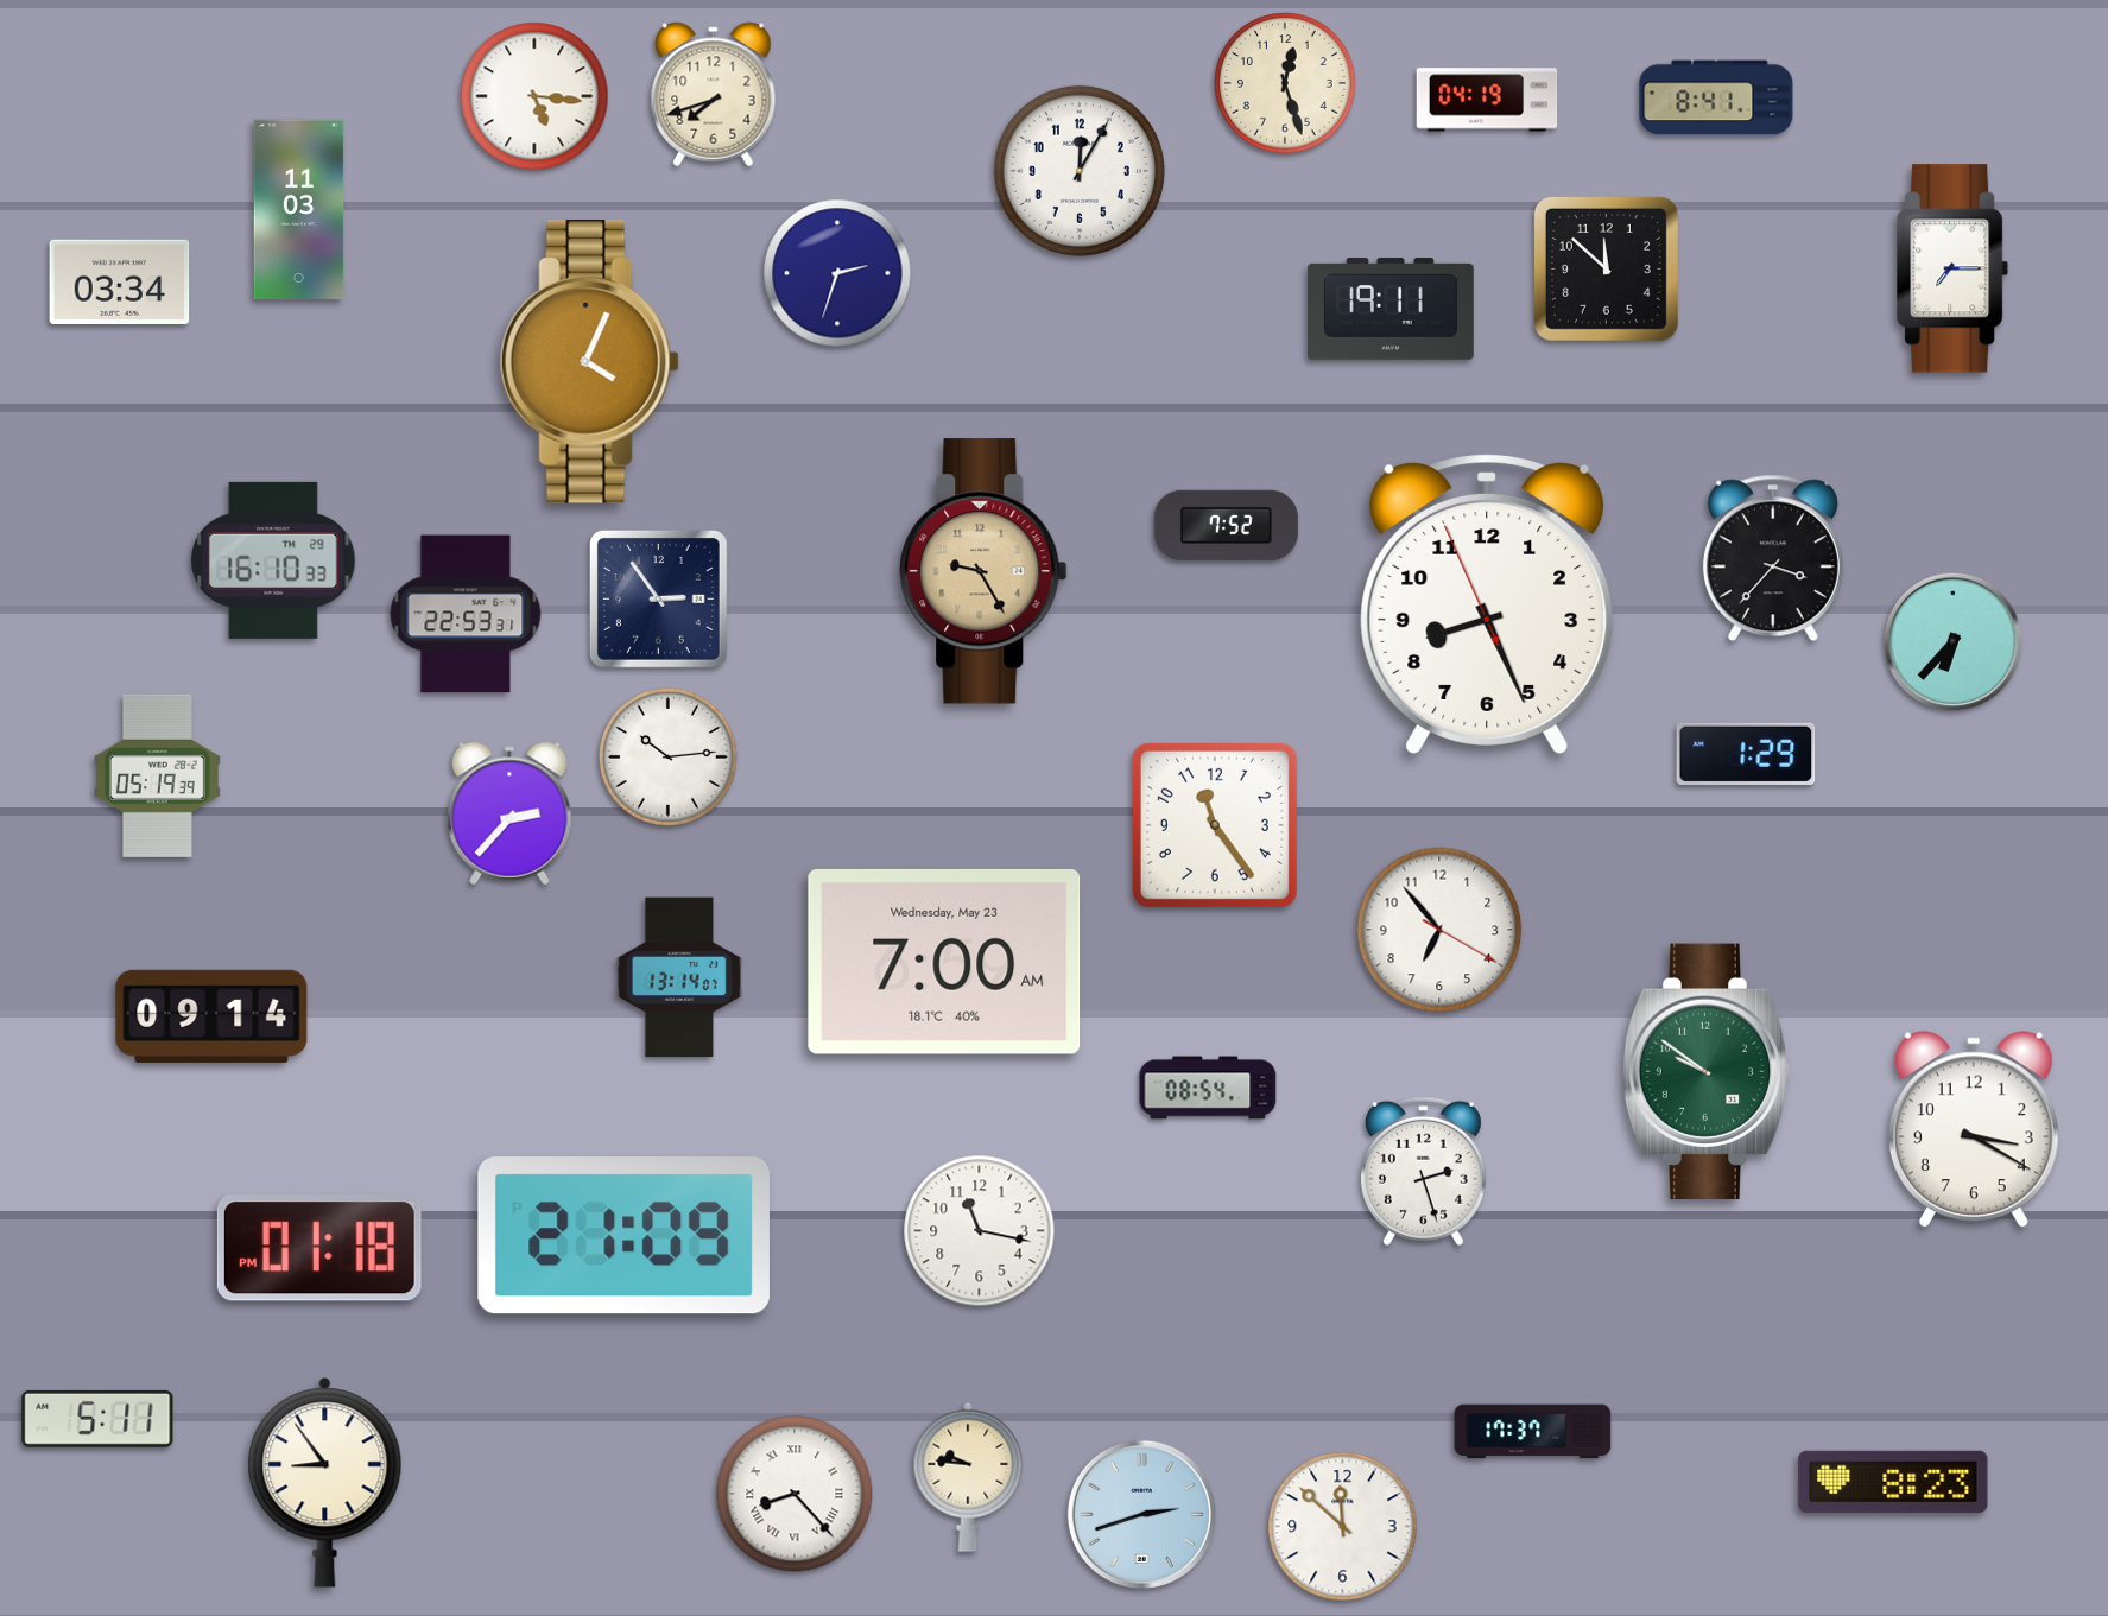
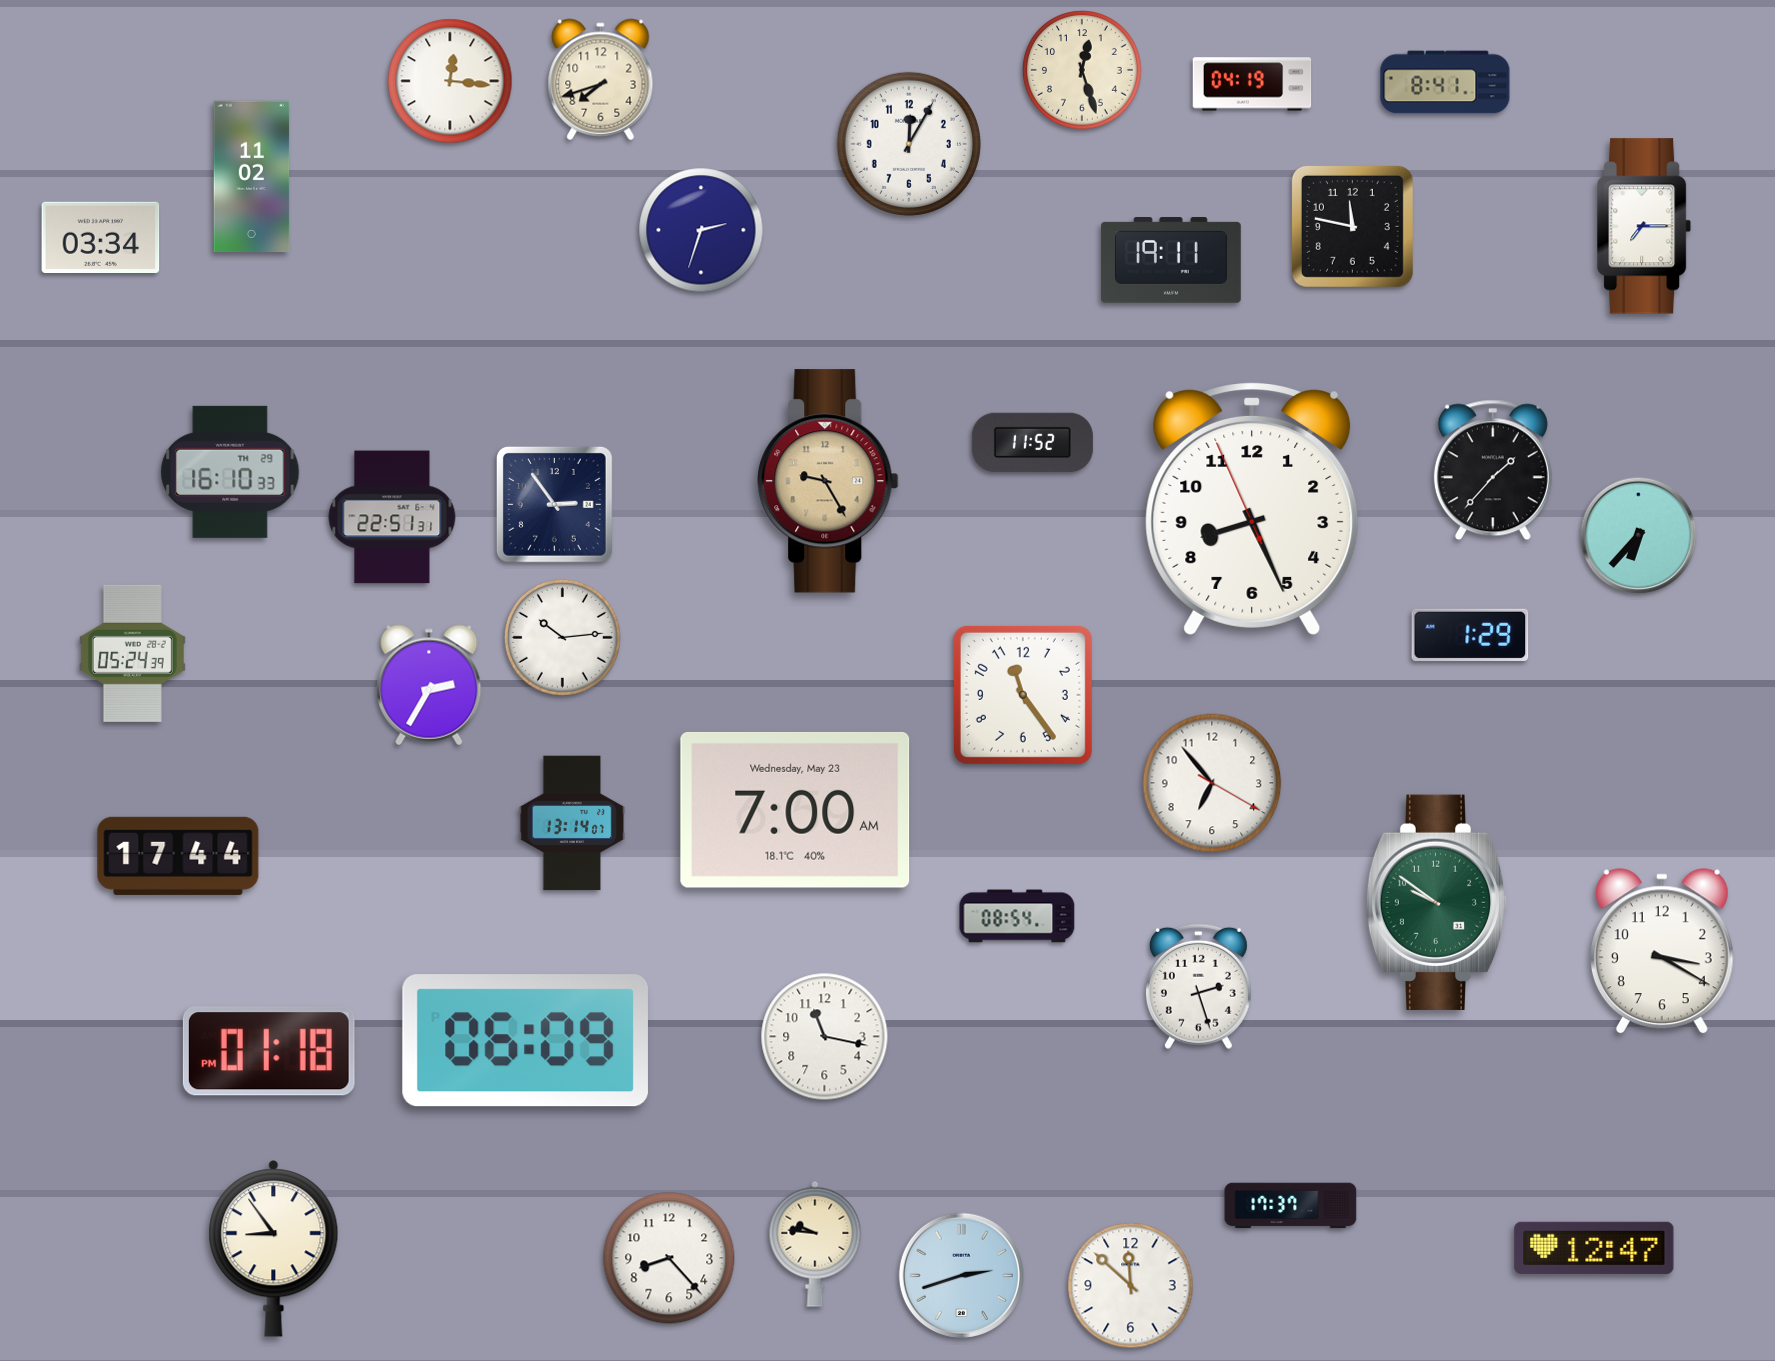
clock at (534, 96): 5:16 -> 12:16
clock at (299, 210): 11:03 -> 11:02
clock at (1606, 268): 11:52 -> 11:47
clock at (837, 273) position: (837, 273) -> (701, 230)
clock at (589, 362): 4:04 -> none
clock at (1226, 526): 7:52 -> 11:52
clock at (1773, 558): 3:37 -> 1:37
clock at (466, 614): 22:53 -> 22:51
clock at (1954, 642) position: (1954, 642) -> (1639, 536)
clock at (157, 775): 05:19 -> 05:24
clock at (509, 813): 2:37 -> 2:35
clock at (211, 1016): 09:14 -> 17:44
clock at (623, 1236): 21:09 -> 06:09
clock at (97, 1419): 5:11 -> none
clock at (1893, 1482): 8:23 -> 12:47
clock at (795, 1494) numerals: Roman -> Arabic
